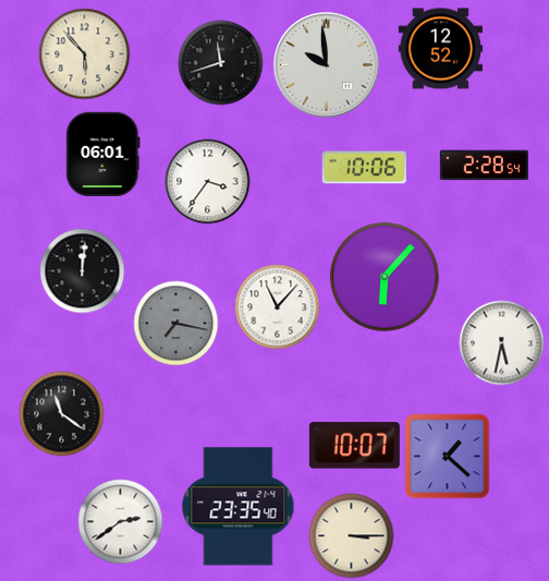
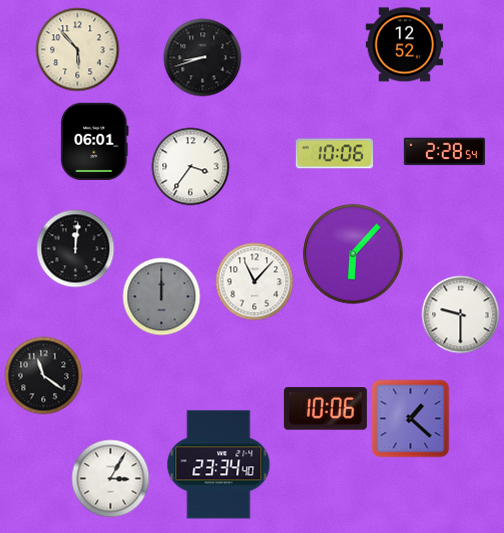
clock at (220, 62): 11:42 -> 8:42
clock at (327, 65): 9:59 -> none
clock at (175, 323): 7:17 -> 12:00
clock at (501, 342): 5:32 -> 9:30
clock at (61, 413) position: (61, 413) -> (43, 375)
clock at (354, 446): 10:07 -> 10:06
clock at (239, 507): 23:35 -> 23:34
clock at (120, 521): 2:39 -> 3:05
clock at (351, 535): 3:15 -> none
